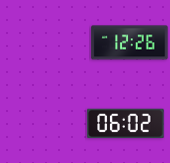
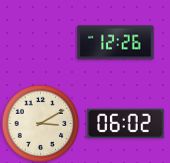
clock at (130, 43) position: (130, 43) -> (116, 43)
clock at (40, 123): none -> 3:10
